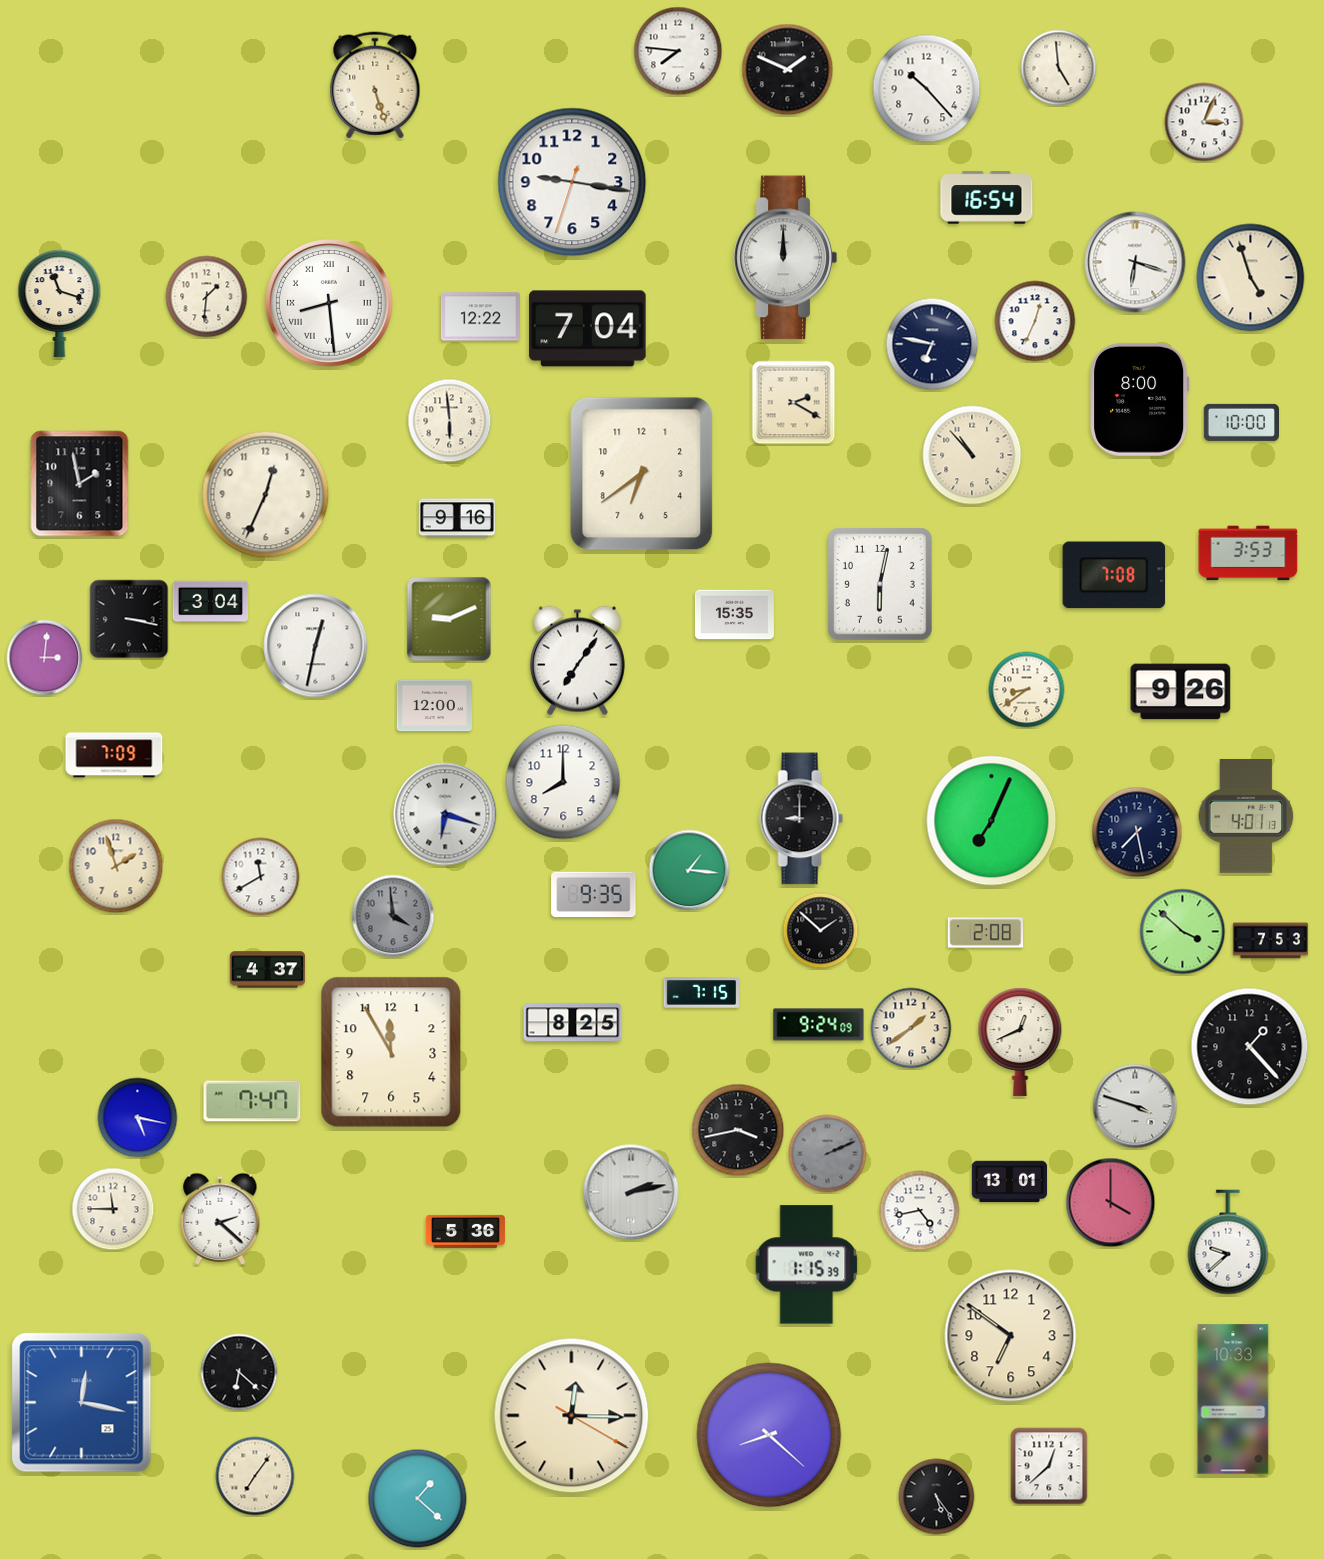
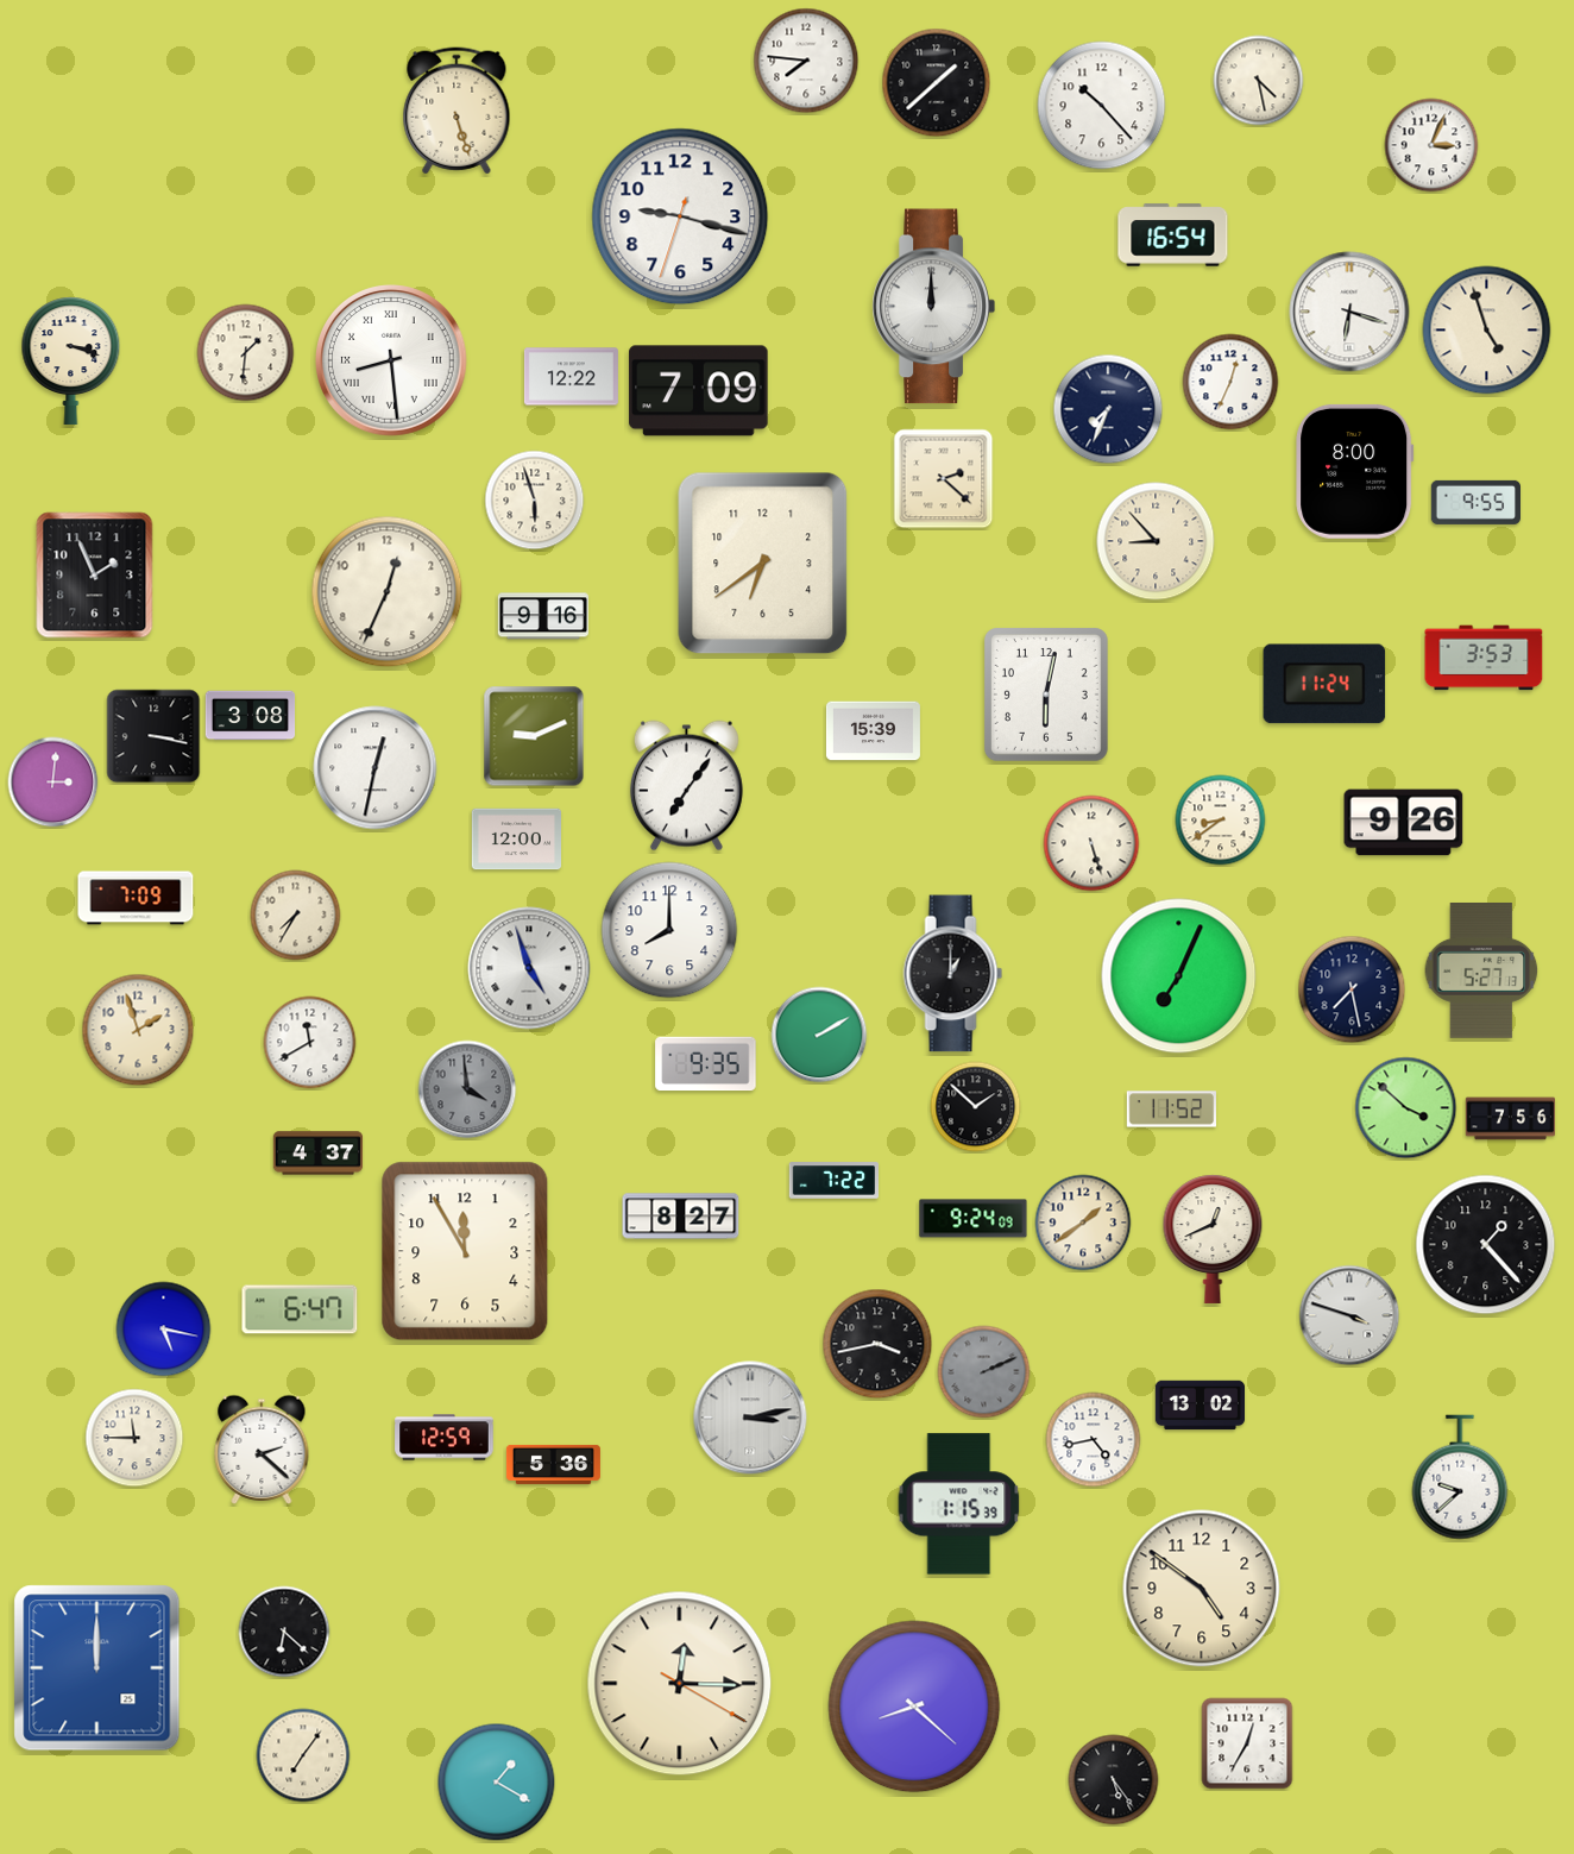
clock at (1059, 68): 4:59 -> 4:28
clock at (788, 70): 1:49 -> 1:38
clock at (375, 85) position: (375, 85) -> (457, 111)
clock at (572, 182): 9:16 -> 9:17
clock at (60, 303): 11:18 -> 3:18
clock at (588, 329): 7:04 -> 7:09
clock at (932, 344): 6:47 -> 7:34
clock at (1140, 399) position: (1140, 399) -> (1355, 471)
clock at (794, 403): 2:20 -> 2:22
clock at (450, 421): 5:59 -> 5:57
clock at (1241, 422): 10:00 -> 9:55
clock at (972, 455): 10:53 -> 8:53
clock at (80, 484): 1:58 -> 1:56
clock at (266, 495) position: (266, 495) -> (388, 592)
clock at (1114, 575): 7:08 -> 11:24
clock at (211, 602): 3:04 -> 3:08
clock at (734, 615): 15:35 -> 15:39
clock at (1091, 843): none -> 5:27
clock at (296, 916): none -> 7:35
clock at (445, 814): 6:18 -> 4:57
clock at (1246, 817): 4:01 -> 5:27
clock at (802, 819): 9:00 -> 1:00
clock at (689, 870): 1:16 -> 2:10
clock at (985, 933): 2:08 -> 11:52
clock at (1271, 941): 7:53 -> 7:56
clock at (701, 993): 7:15 -> 7:22
clock at (573, 1023): 8:25 -> 8:27
clock at (252, 1101): 7:47 -> 6:47
clock at (1010, 1182): 13:01 -> 13:02
clock at (631, 1192): 2:13 -> 3:13
clock at (1111, 1203): 4:00 -> none
clock at (445, 1438): none -> 12:59
clock at (1011, 1336): 6:51 -> 4:51
clock at (1233, 1399): 10:33 -> none
clock at (82, 1403): 12:17 -> 12:00
clock at (1049, 1466): 12:38 -> 12:35
clock at (418, 1499): 1:22 -> 1:20
